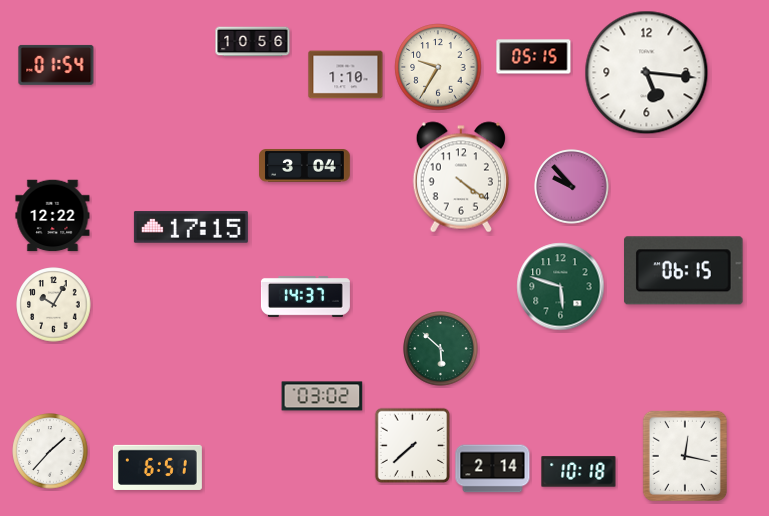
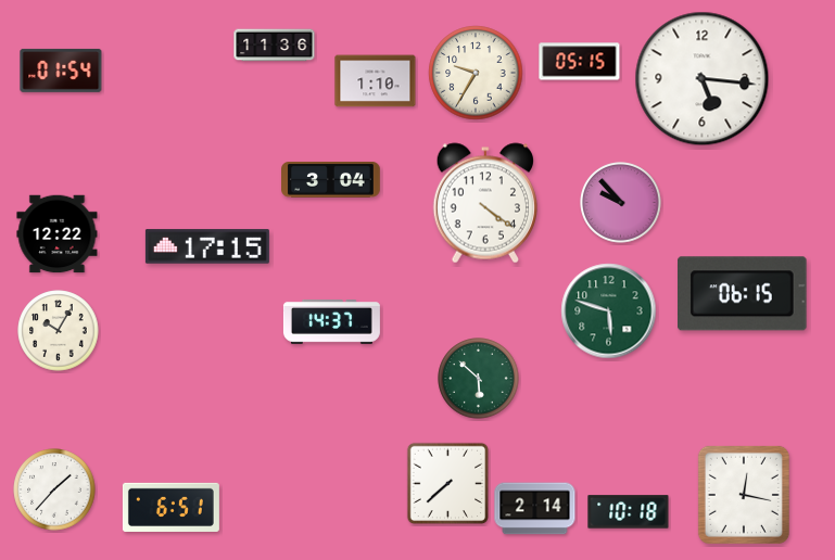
clock at (253, 42): 10:56 -> 11:36
clock at (460, 177) position: (460, 177) -> (484, 203)
clock at (322, 396): 03:02 -> none
